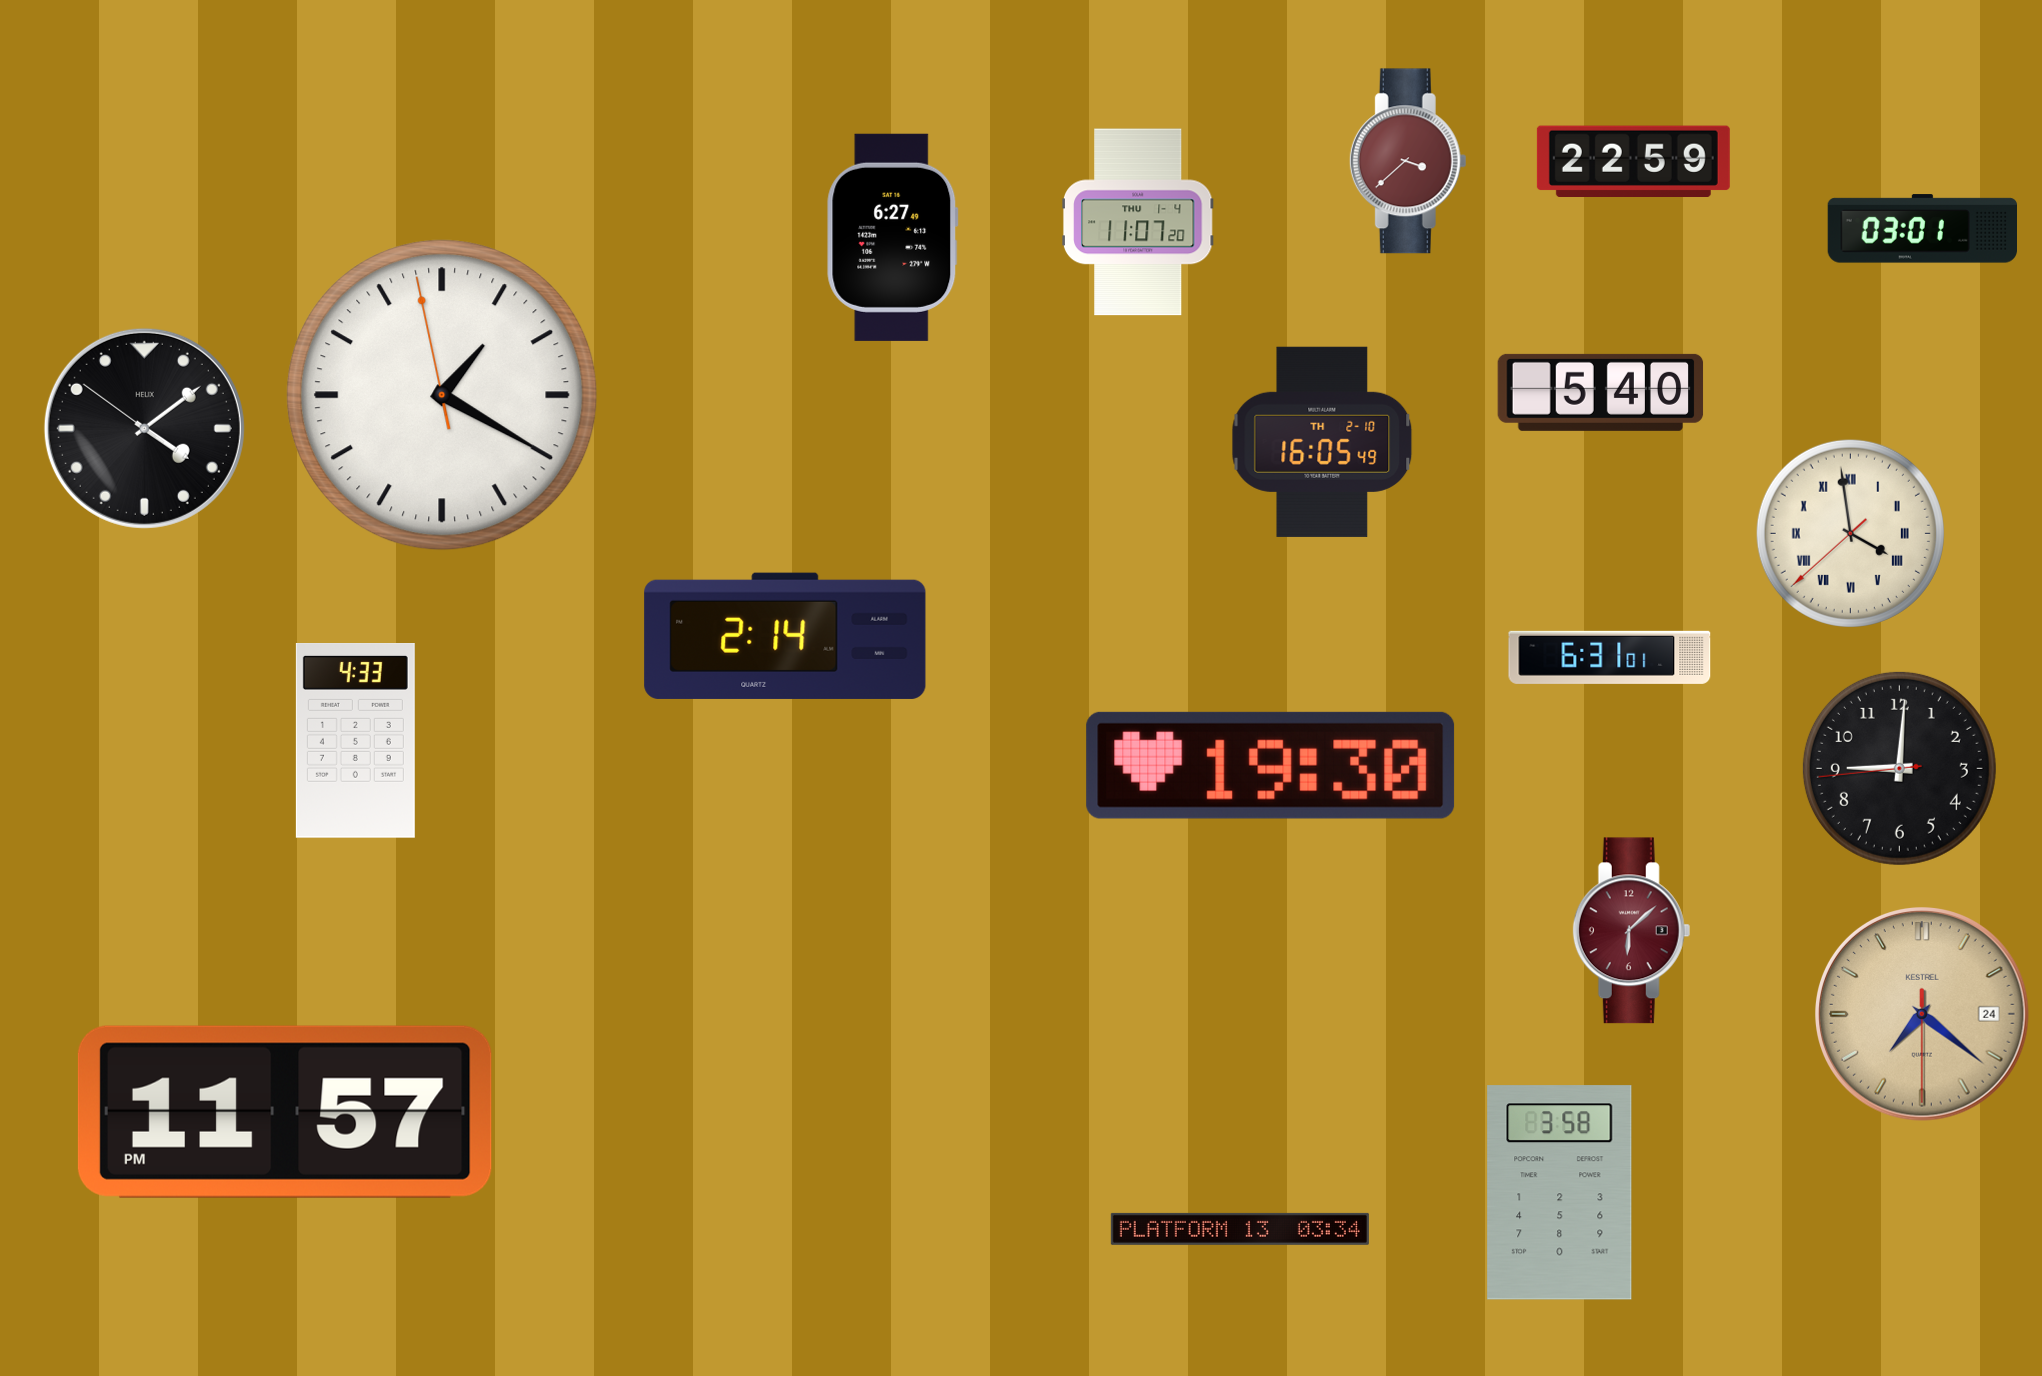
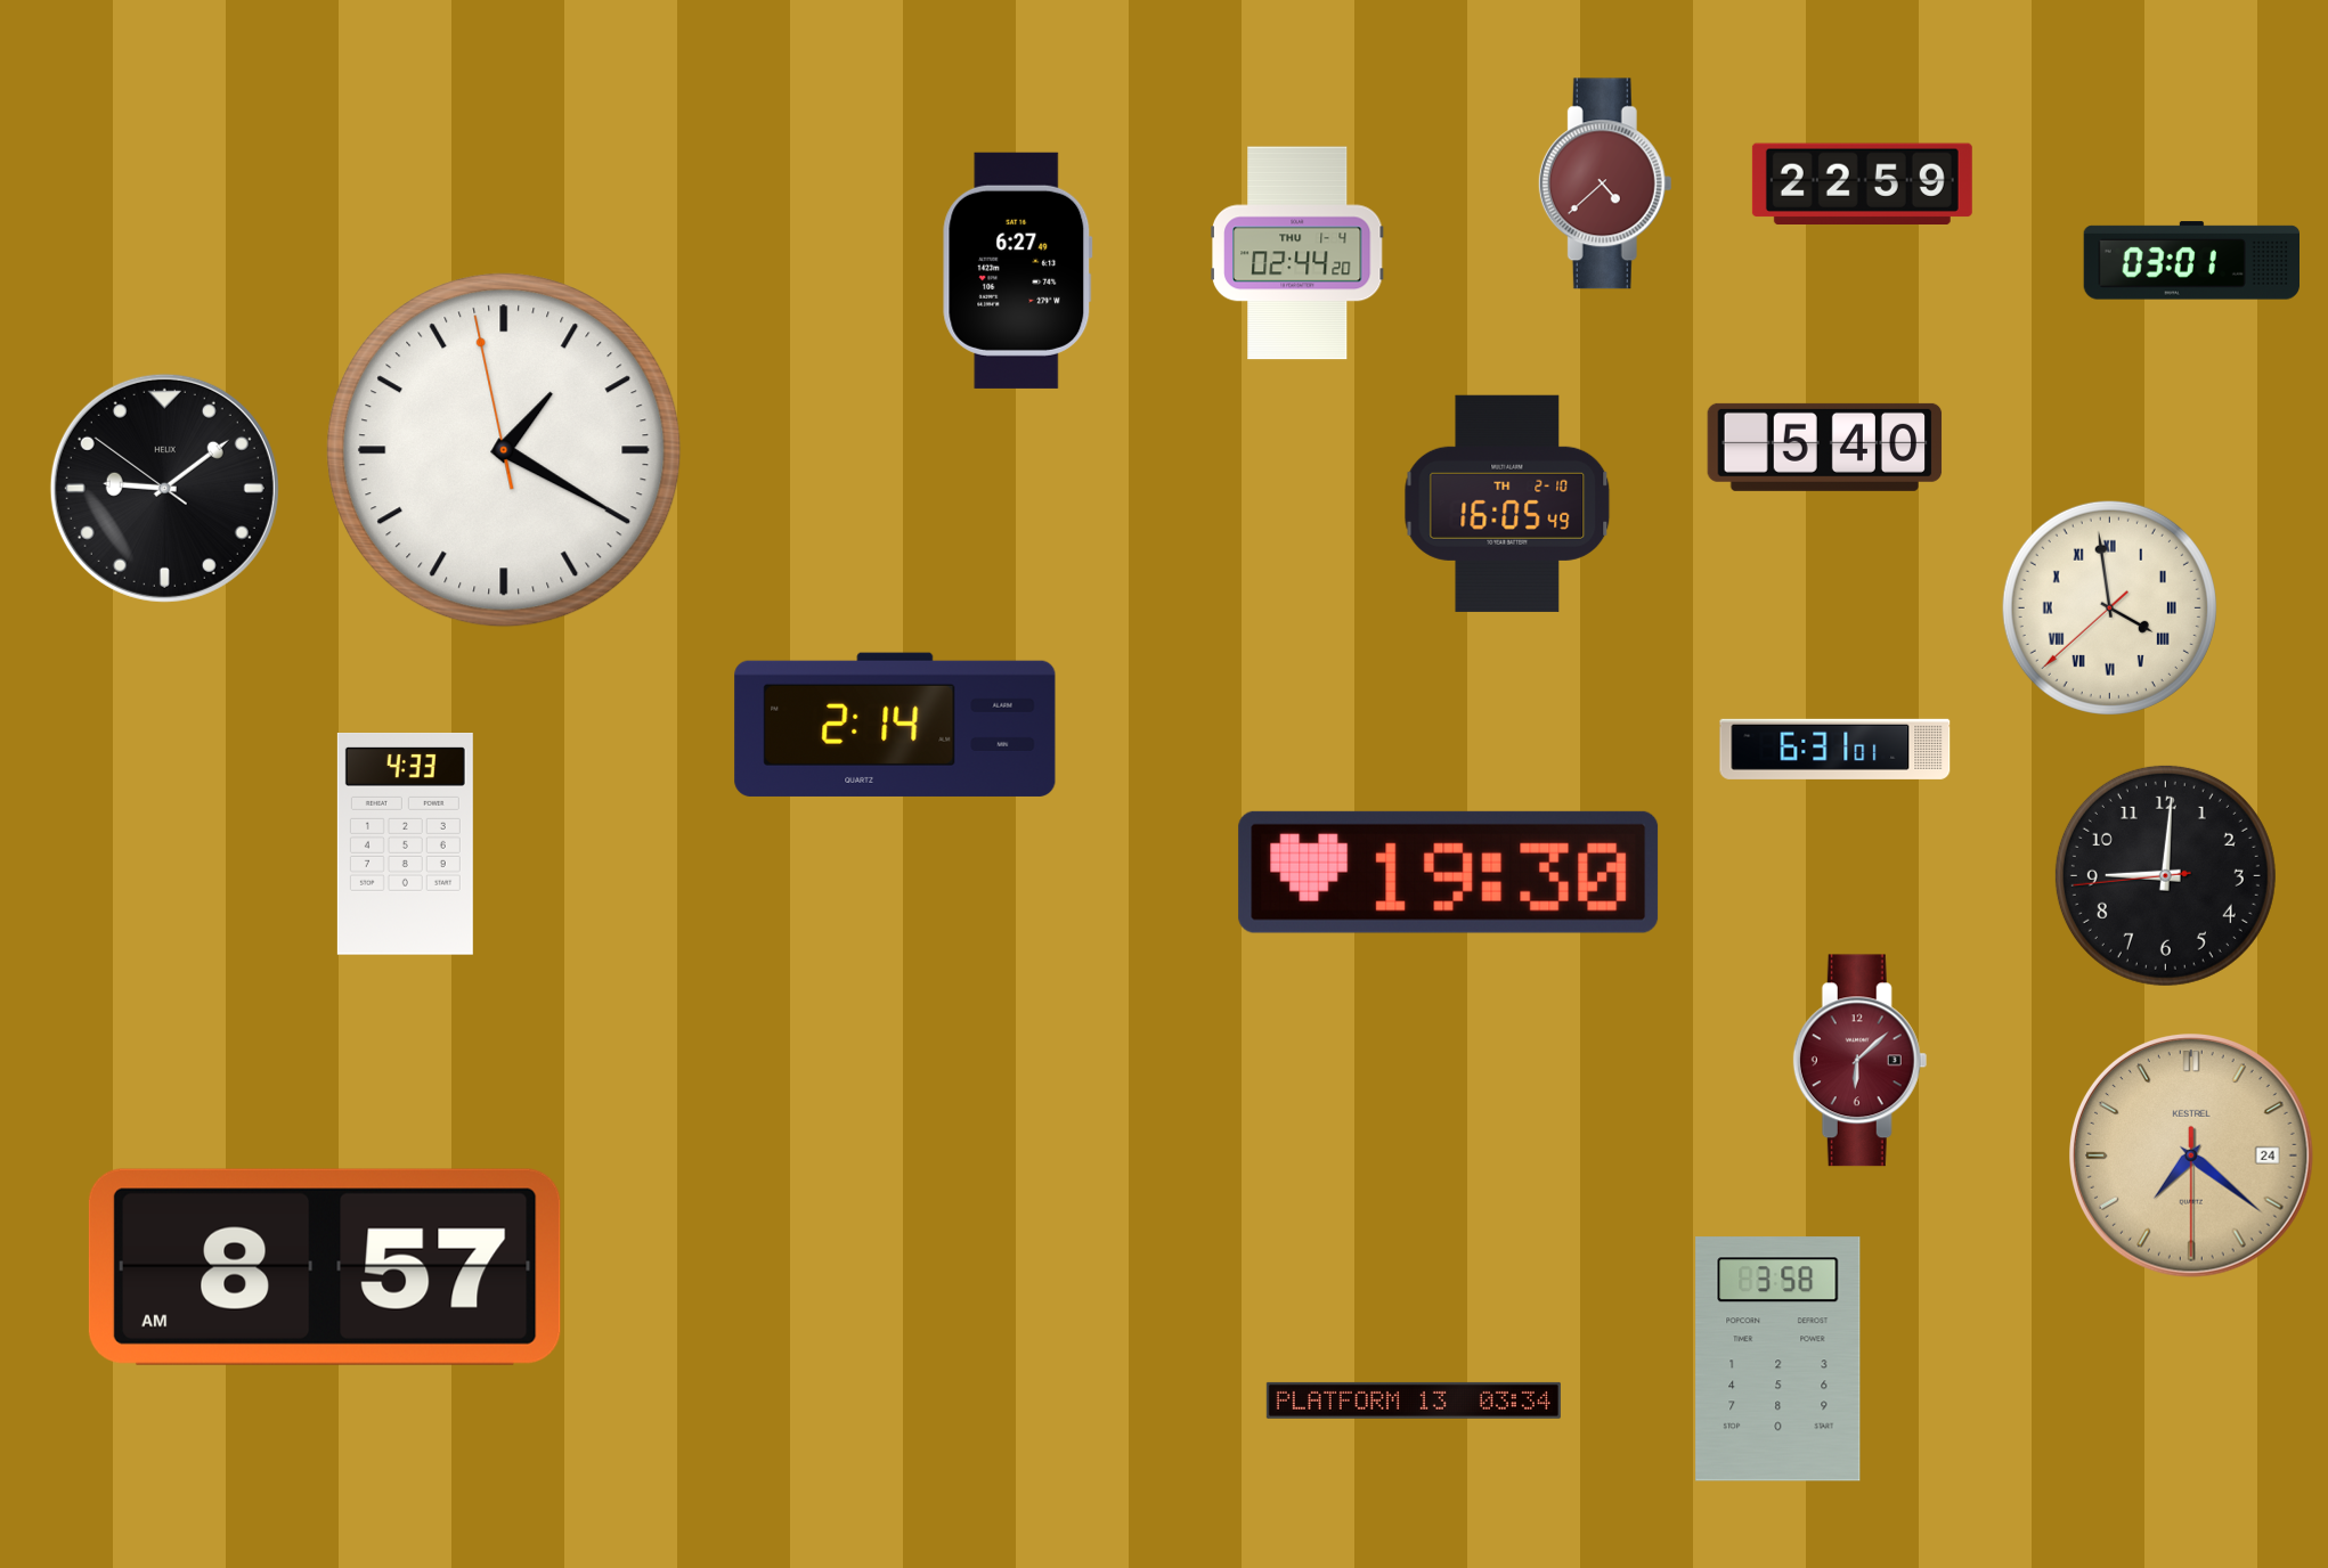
clock at (1408, 161): 3:38 -> 4:38
clock at (1138, 222): 11:07 -> 02:44
clock at (144, 428): 4:08 -> 9:08
clock at (285, 1112): 11:57 -> 8:57
